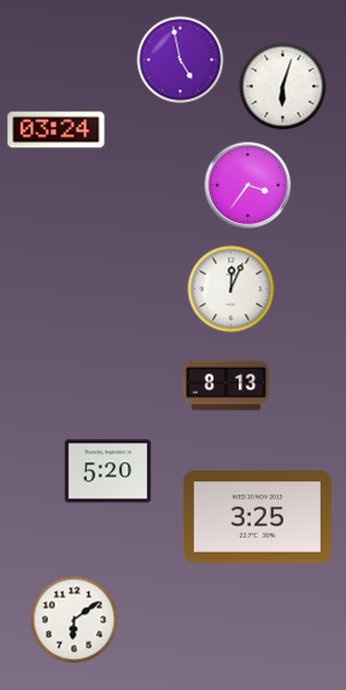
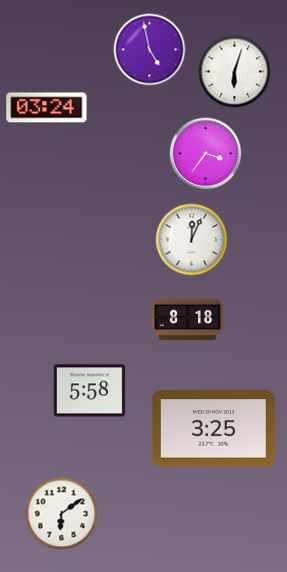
clock at (227, 386): 8:13 -> 8:18
clock at (109, 472): 5:20 -> 5:58
